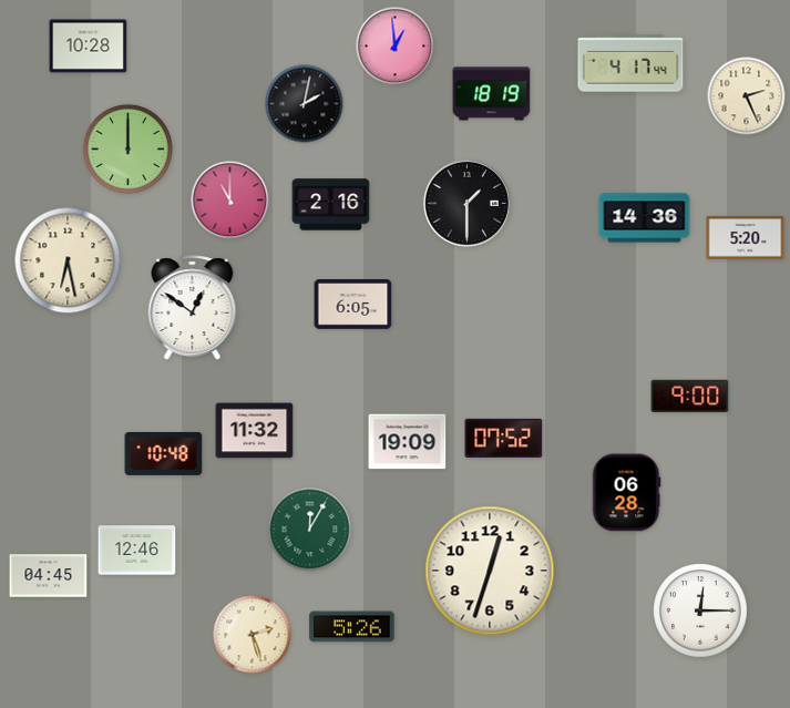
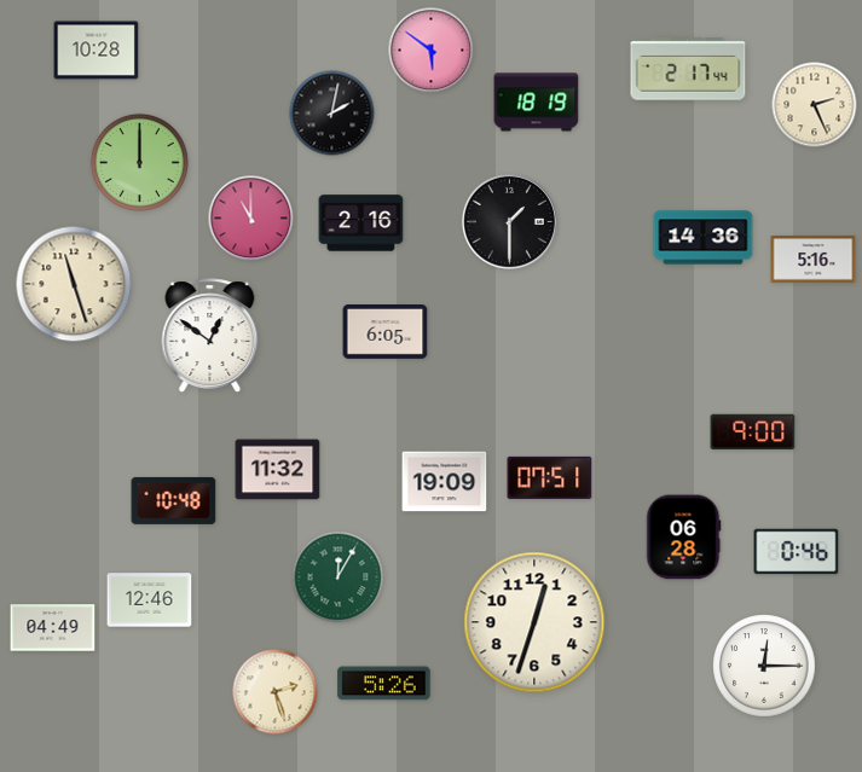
clock at (396, 47): 12:59 -> 5:51
clock at (630, 63): 4:17 -> 2:17
clock at (746, 238): 5:20 -> 5:16
clock at (68, 260): 6:28 -> 11:27
clock at (504, 438): 07:52 -> 07:51
clock at (164, 453) position: (164, 453) -> (174, 500)
clock at (797, 552): none -> 0:46
clock at (49, 576): 04:45 -> 04:49
